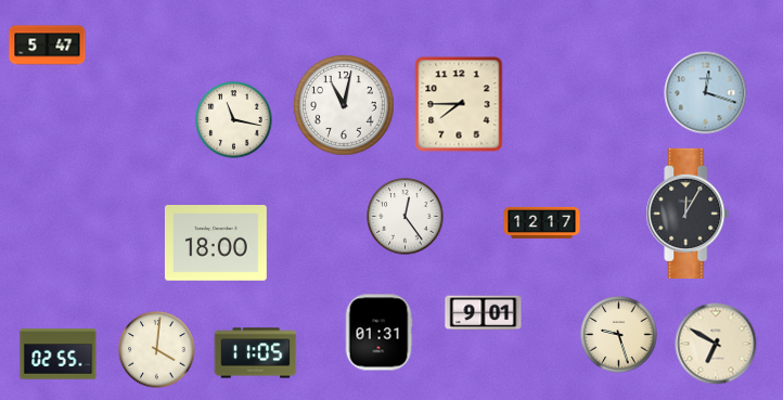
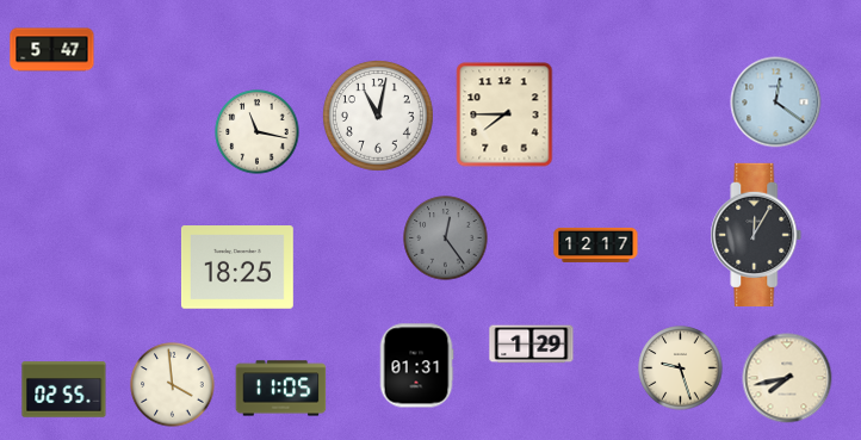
clock at (706, 93): 12:18 -> 12:21
clock at (406, 217) dial: white -> grey
clock at (216, 243): 18:00 -> 18:25
clock at (484, 313): 9:01 -> 1:29
clock at (716, 344): 6:50 -> 7:43
clock at (157, 350): 4:01 -> 3:59
